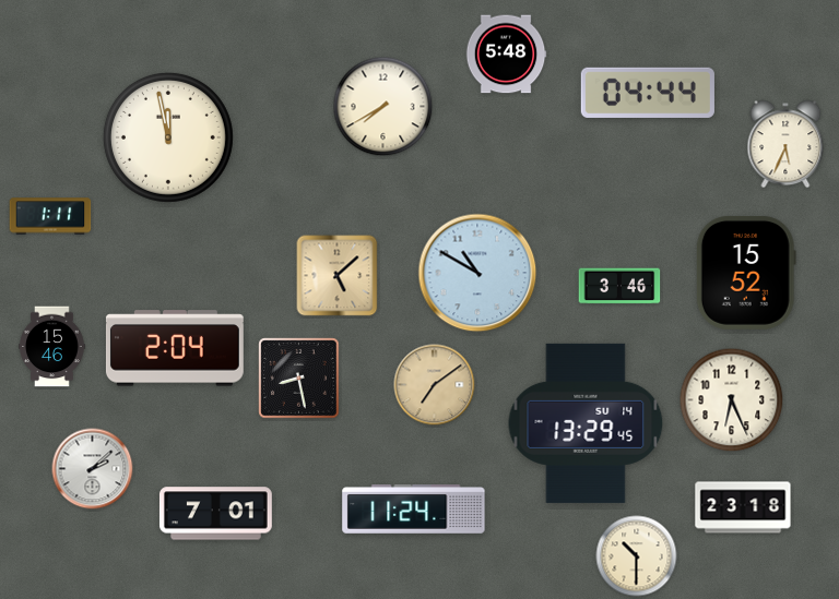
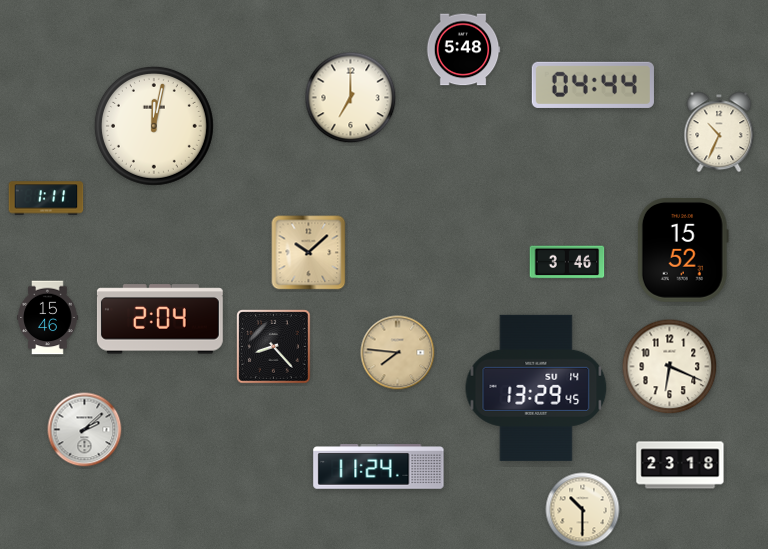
clock at (383, 107): 7:40 -> 7:00
clock at (168, 137): 11:58 -> 12:02
clock at (785, 144): 5:34 -> 10:34
clock at (477, 273): 10:50 -> none
clock at (338, 276): 5:08 -> 10:08
clock at (299, 379): 8:28 -> 8:23
clock at (435, 385): 7:09 -> 7:46
clock at (732, 400): 6:26 -> 6:19
clock at (215, 514): 7:01 -> none
